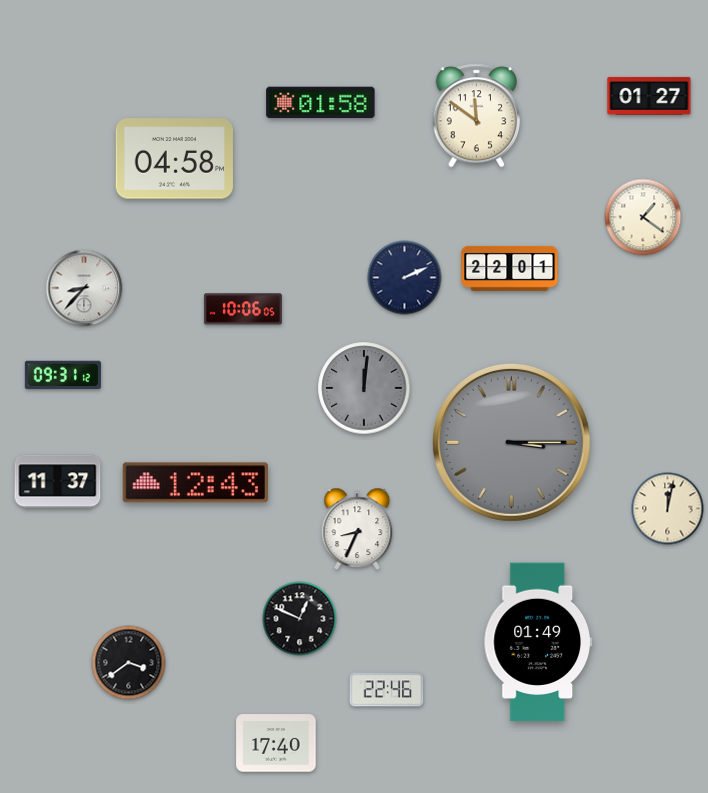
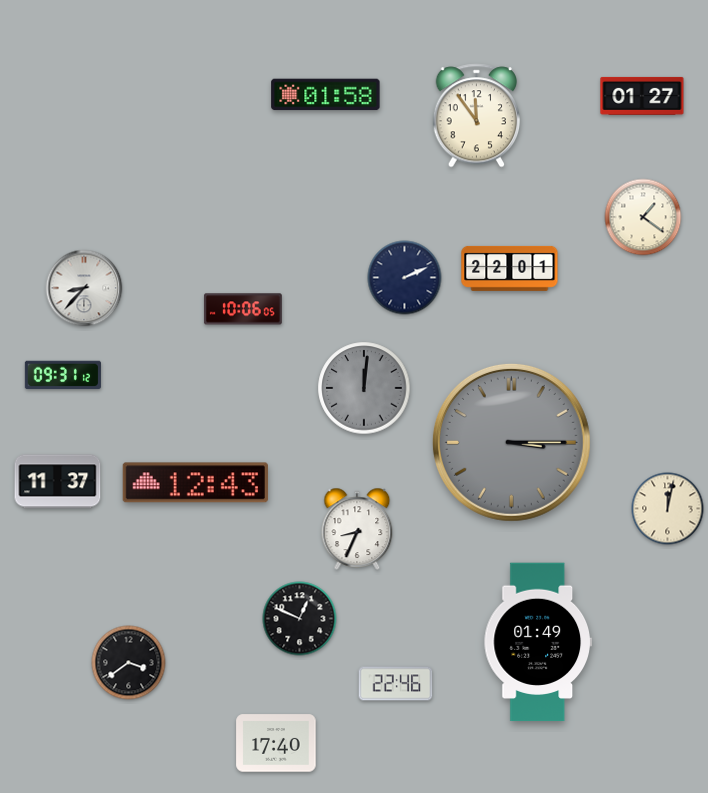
clock at (649, 96) position: (649, 96) -> (642, 96)
clock at (321, 103) position: (321, 103) -> (326, 95)
clock at (477, 116): 11:51 -> 11:54
clock at (174, 159): 04:58 -> none
clock at (387, 690) position: (387, 690) -> (396, 684)
